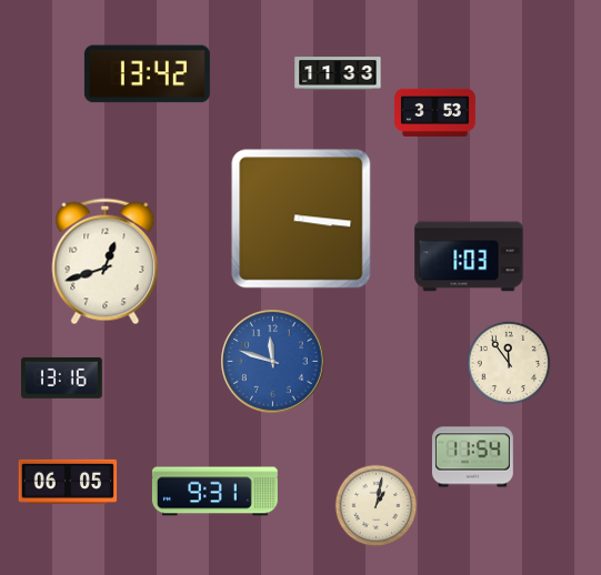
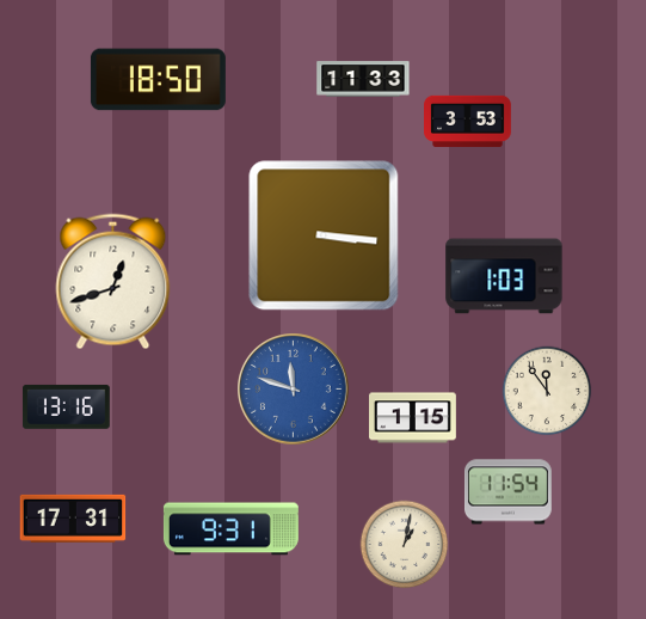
clock at (147, 74): 13:42 -> 18:50
clock at (413, 418): none -> 1:15
clock at (68, 482): 06:05 -> 17:31
